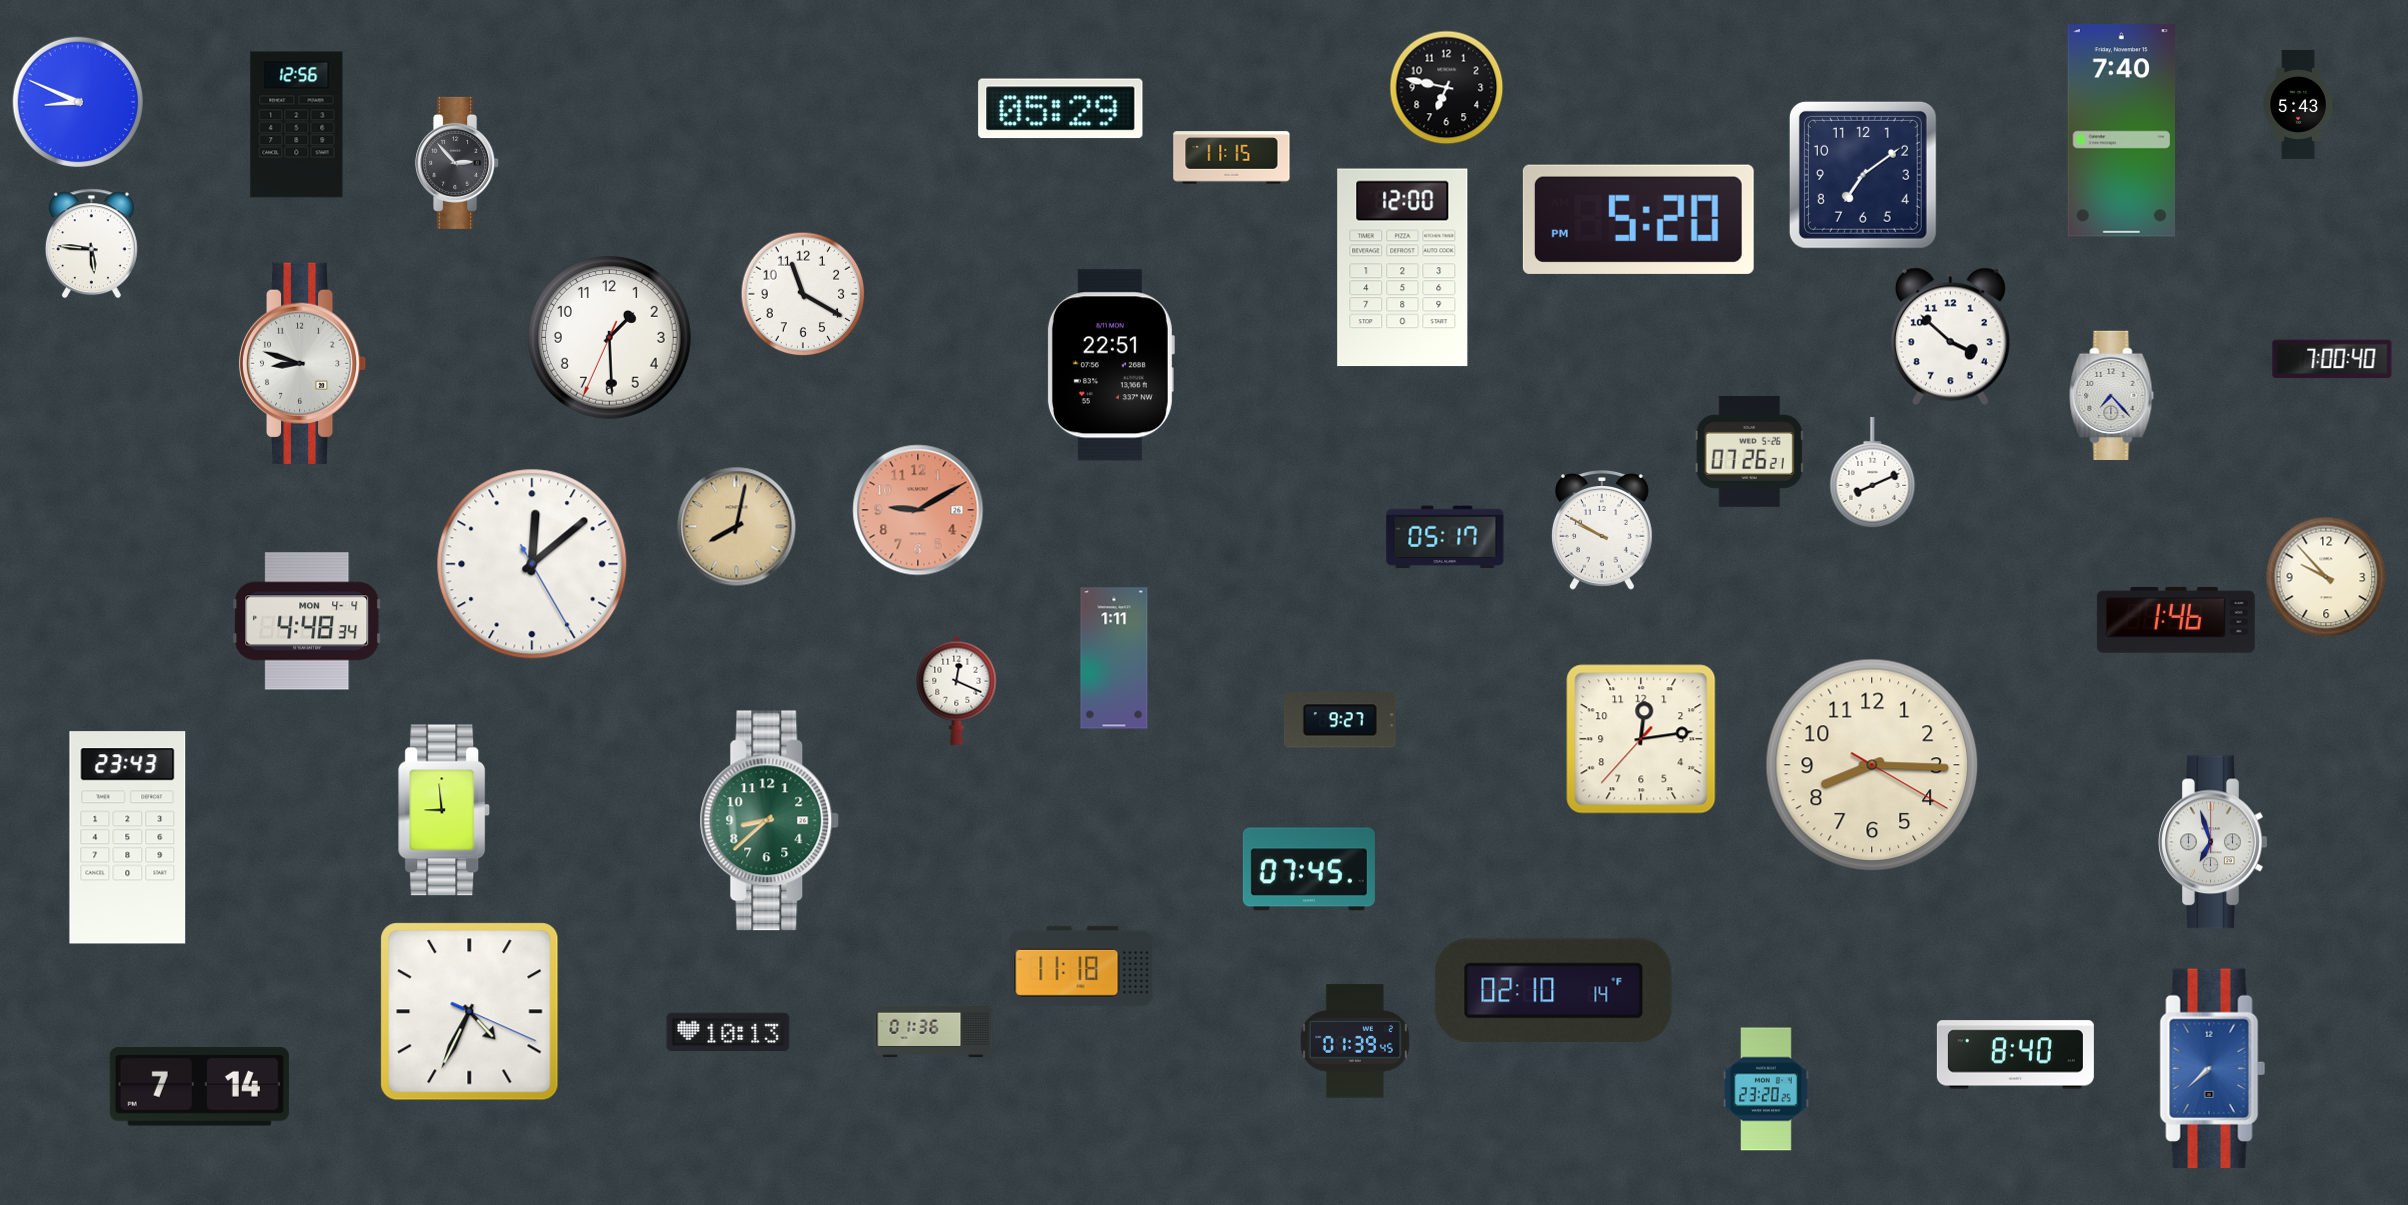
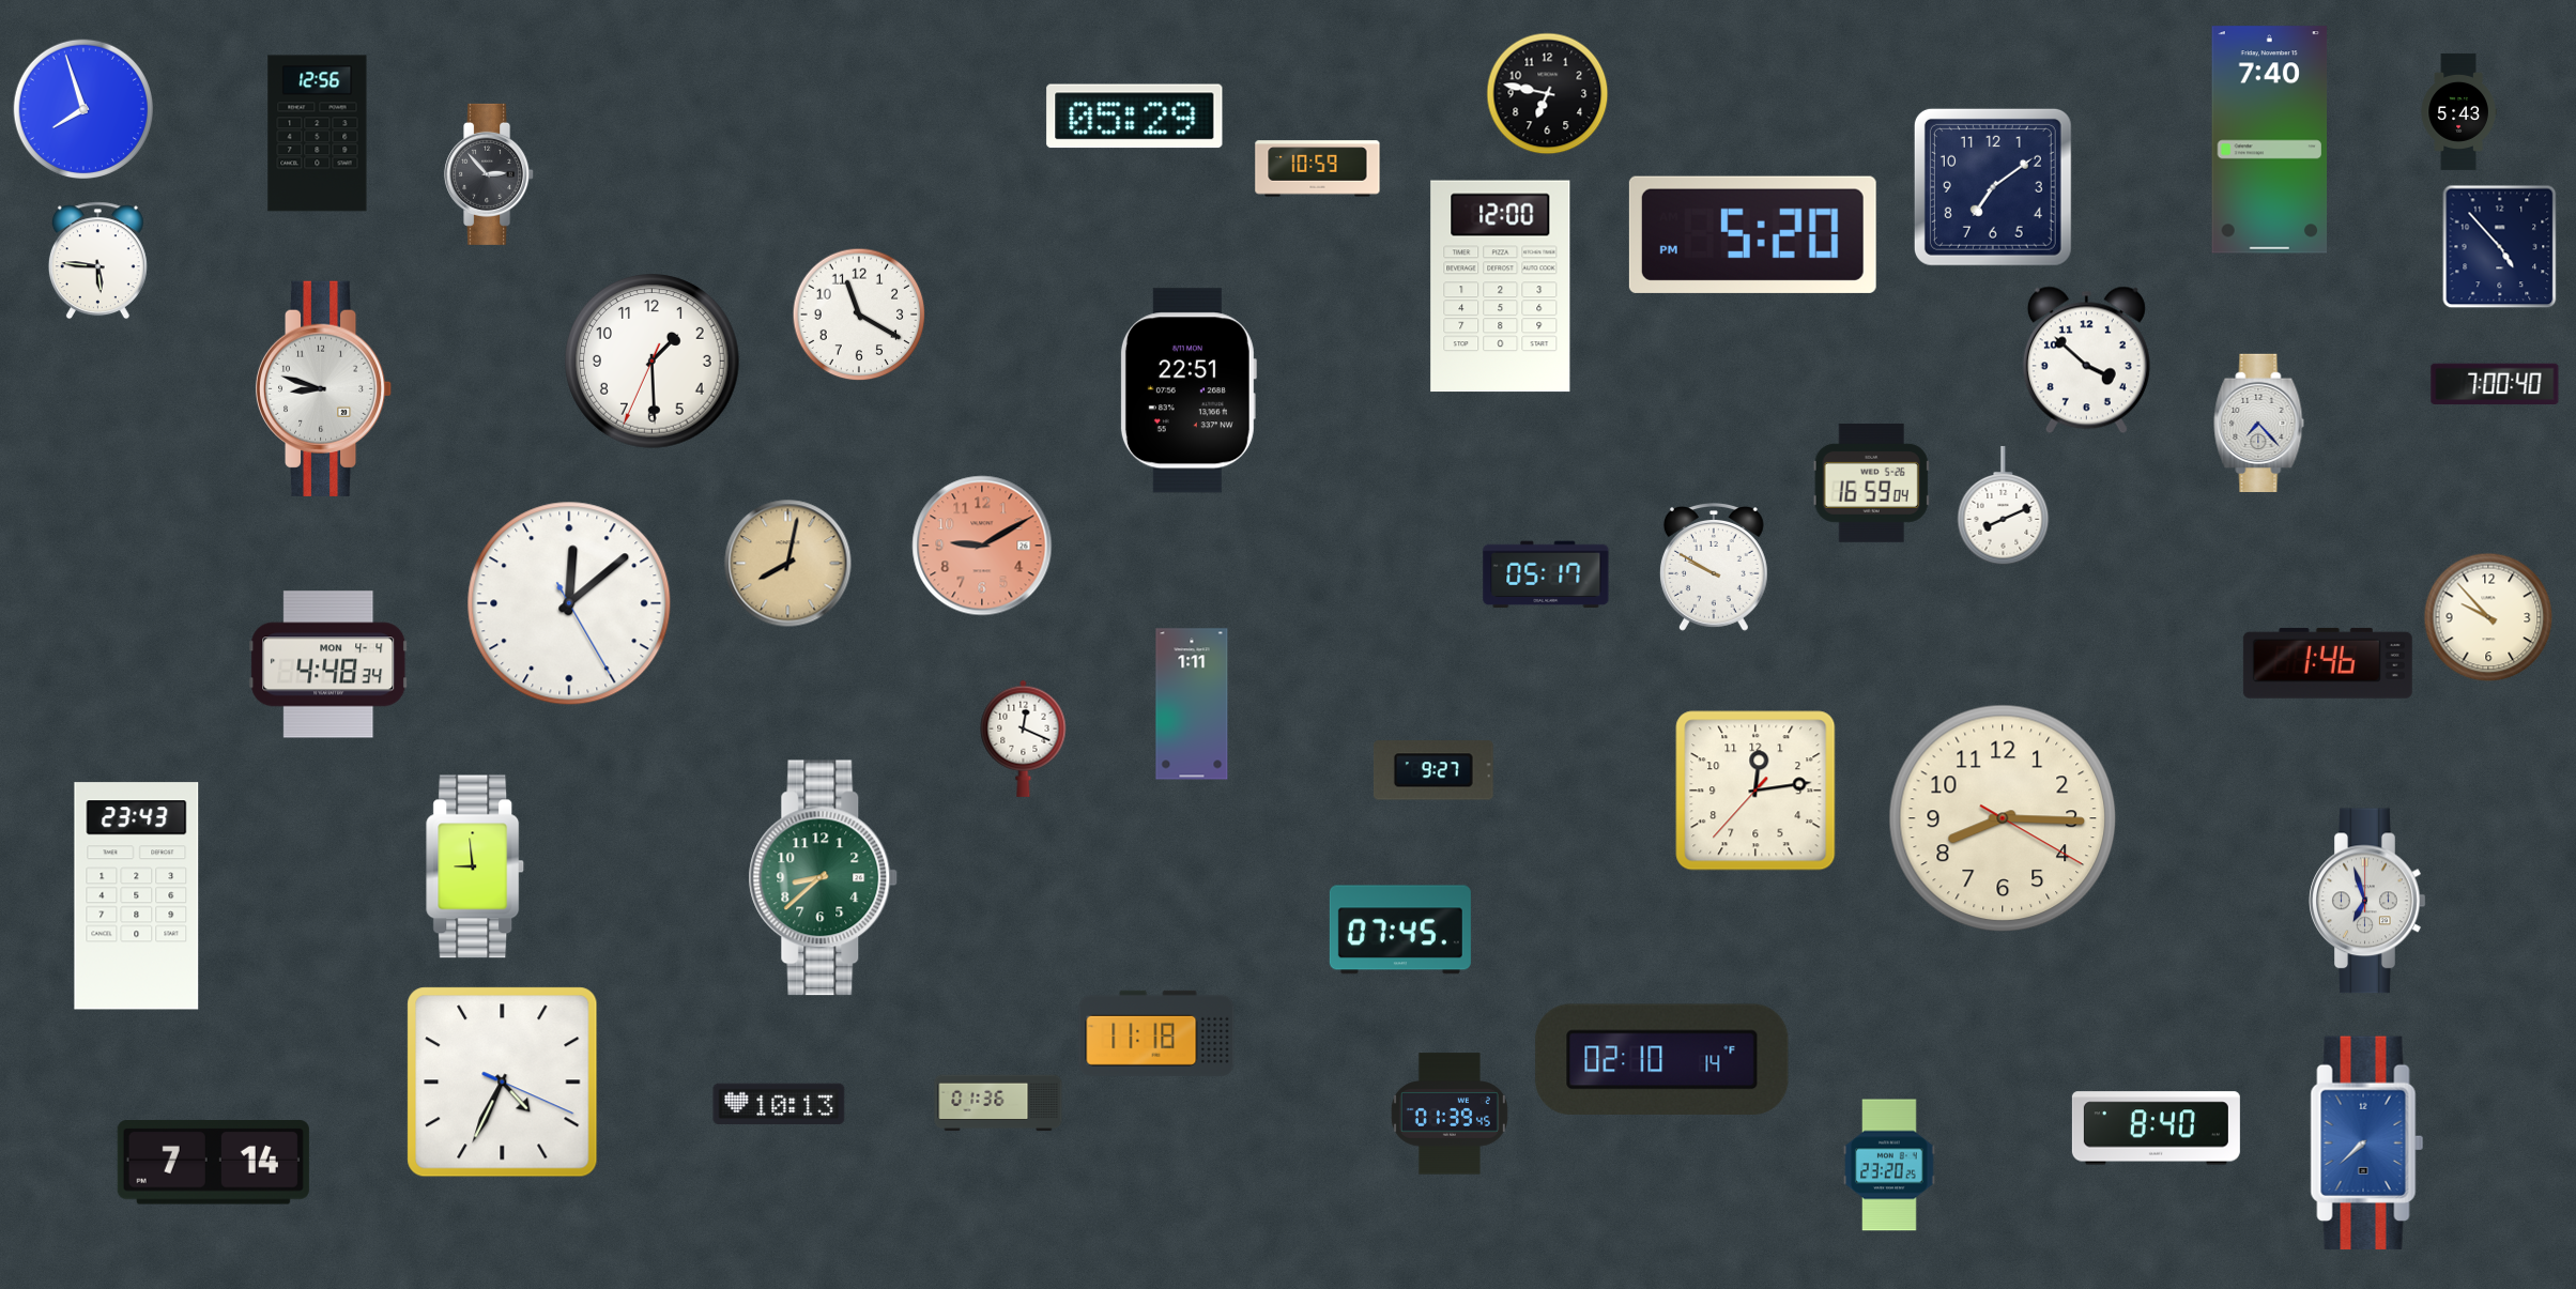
clock at (77, 101): 8:49 -> 7:57
clock at (1232, 158): 11:15 -> 10:59
clock at (2500, 247): none -> 4:53
clock at (1749, 451): 07:26 -> 16:59
